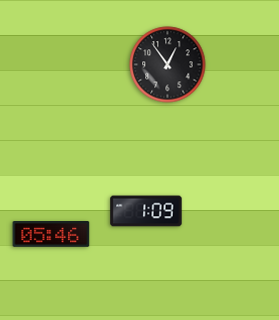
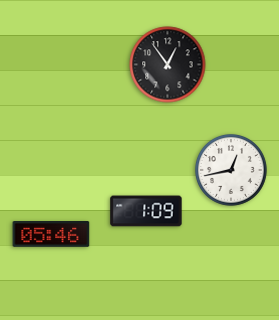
clock at (231, 170): none -> 12:43
